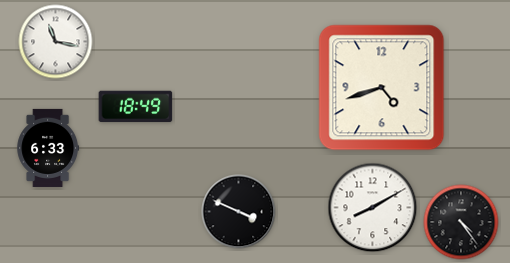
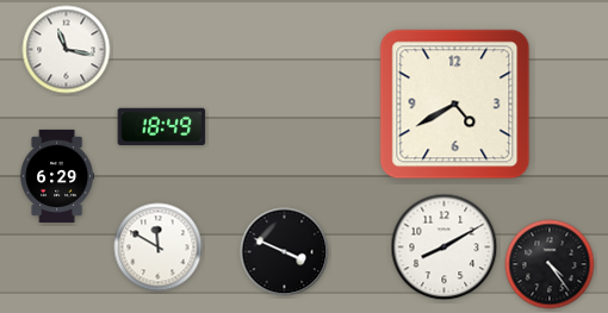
clock at (382, 88): 4:42 -> 4:40
clock at (48, 148): 6:33 -> 6:29
clock at (159, 248): none -> 11:50
